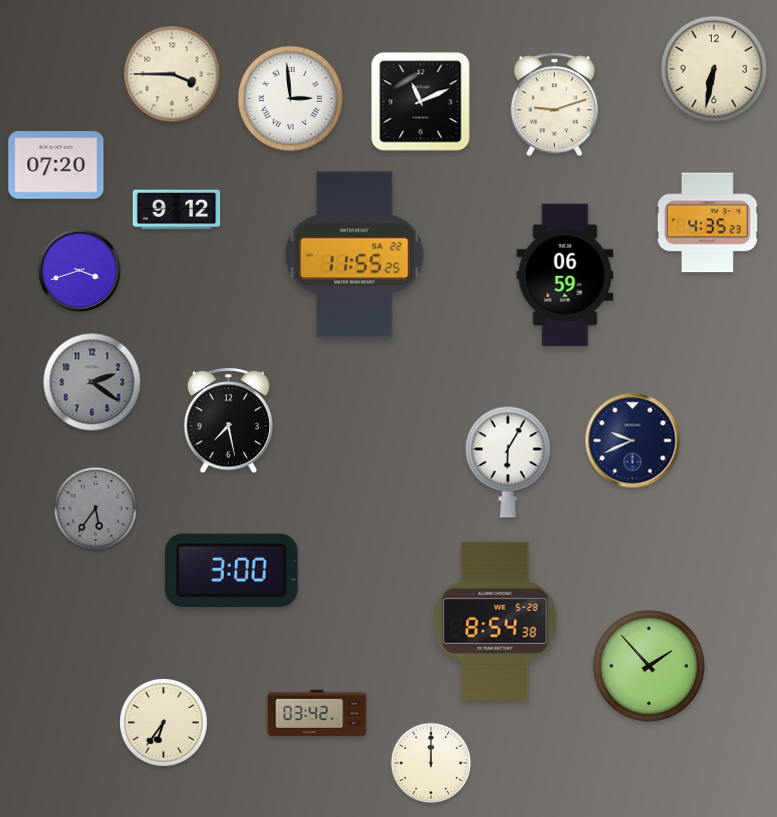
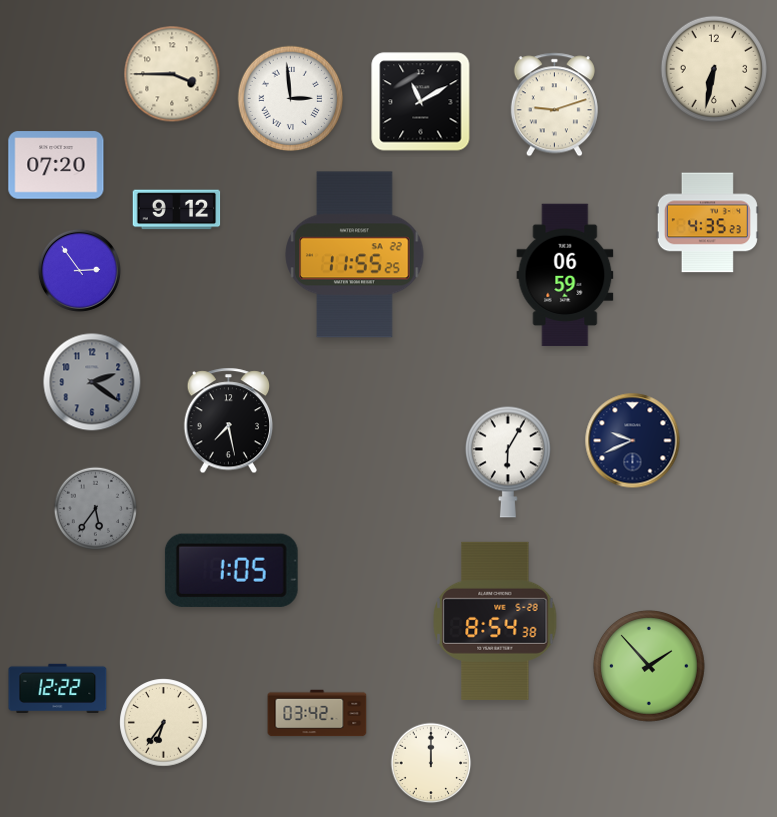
clock at (421, 102): 11:11 -> 11:10
clock at (79, 270): 3:42 -> 2:54
clock at (231, 570): 3:00 -> 1:05
clock at (58, 688): none -> 12:22
